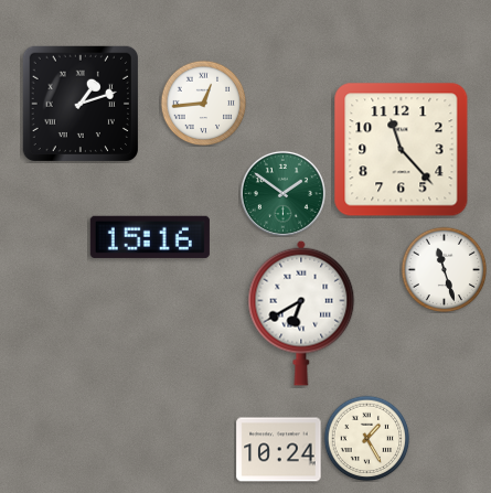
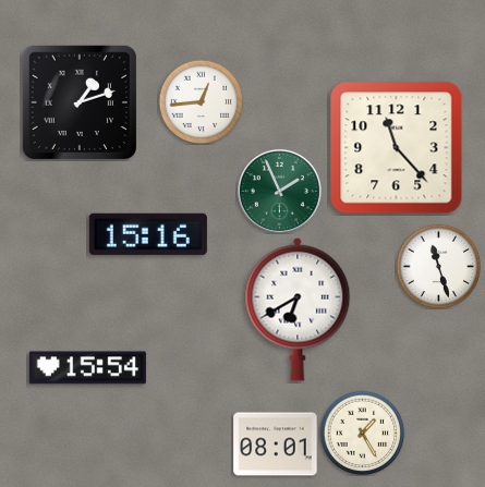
clock at (282, 193): 1:51 -> 1:56
clock at (87, 368): none -> 15:54
clock at (279, 450): 10:24 -> 08:01
